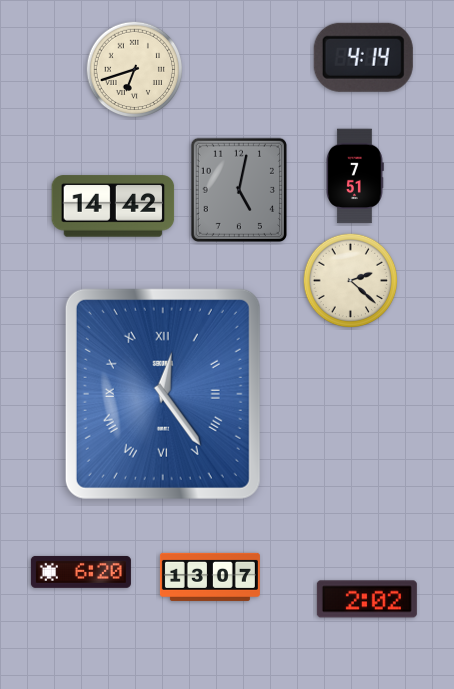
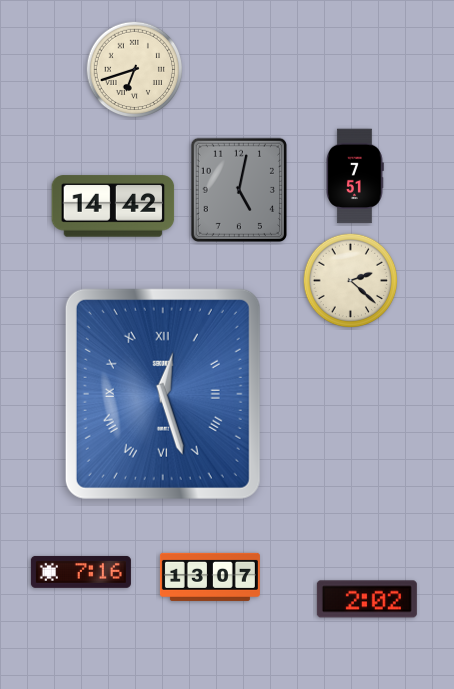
clock at (363, 57): 4:14 -> none
clock at (163, 394): 12:24 -> 12:27
clock at (81, 572): 6:20 -> 7:16
